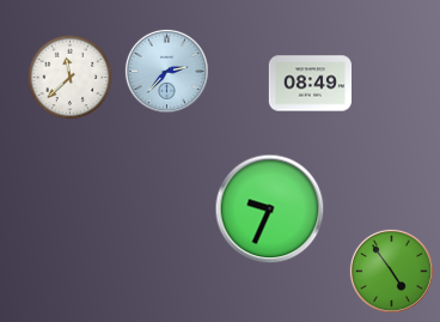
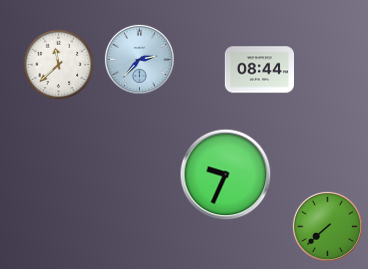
clock at (310, 84): 08:49 -> 08:44
clock at (391, 271): 4:54 -> 7:38
